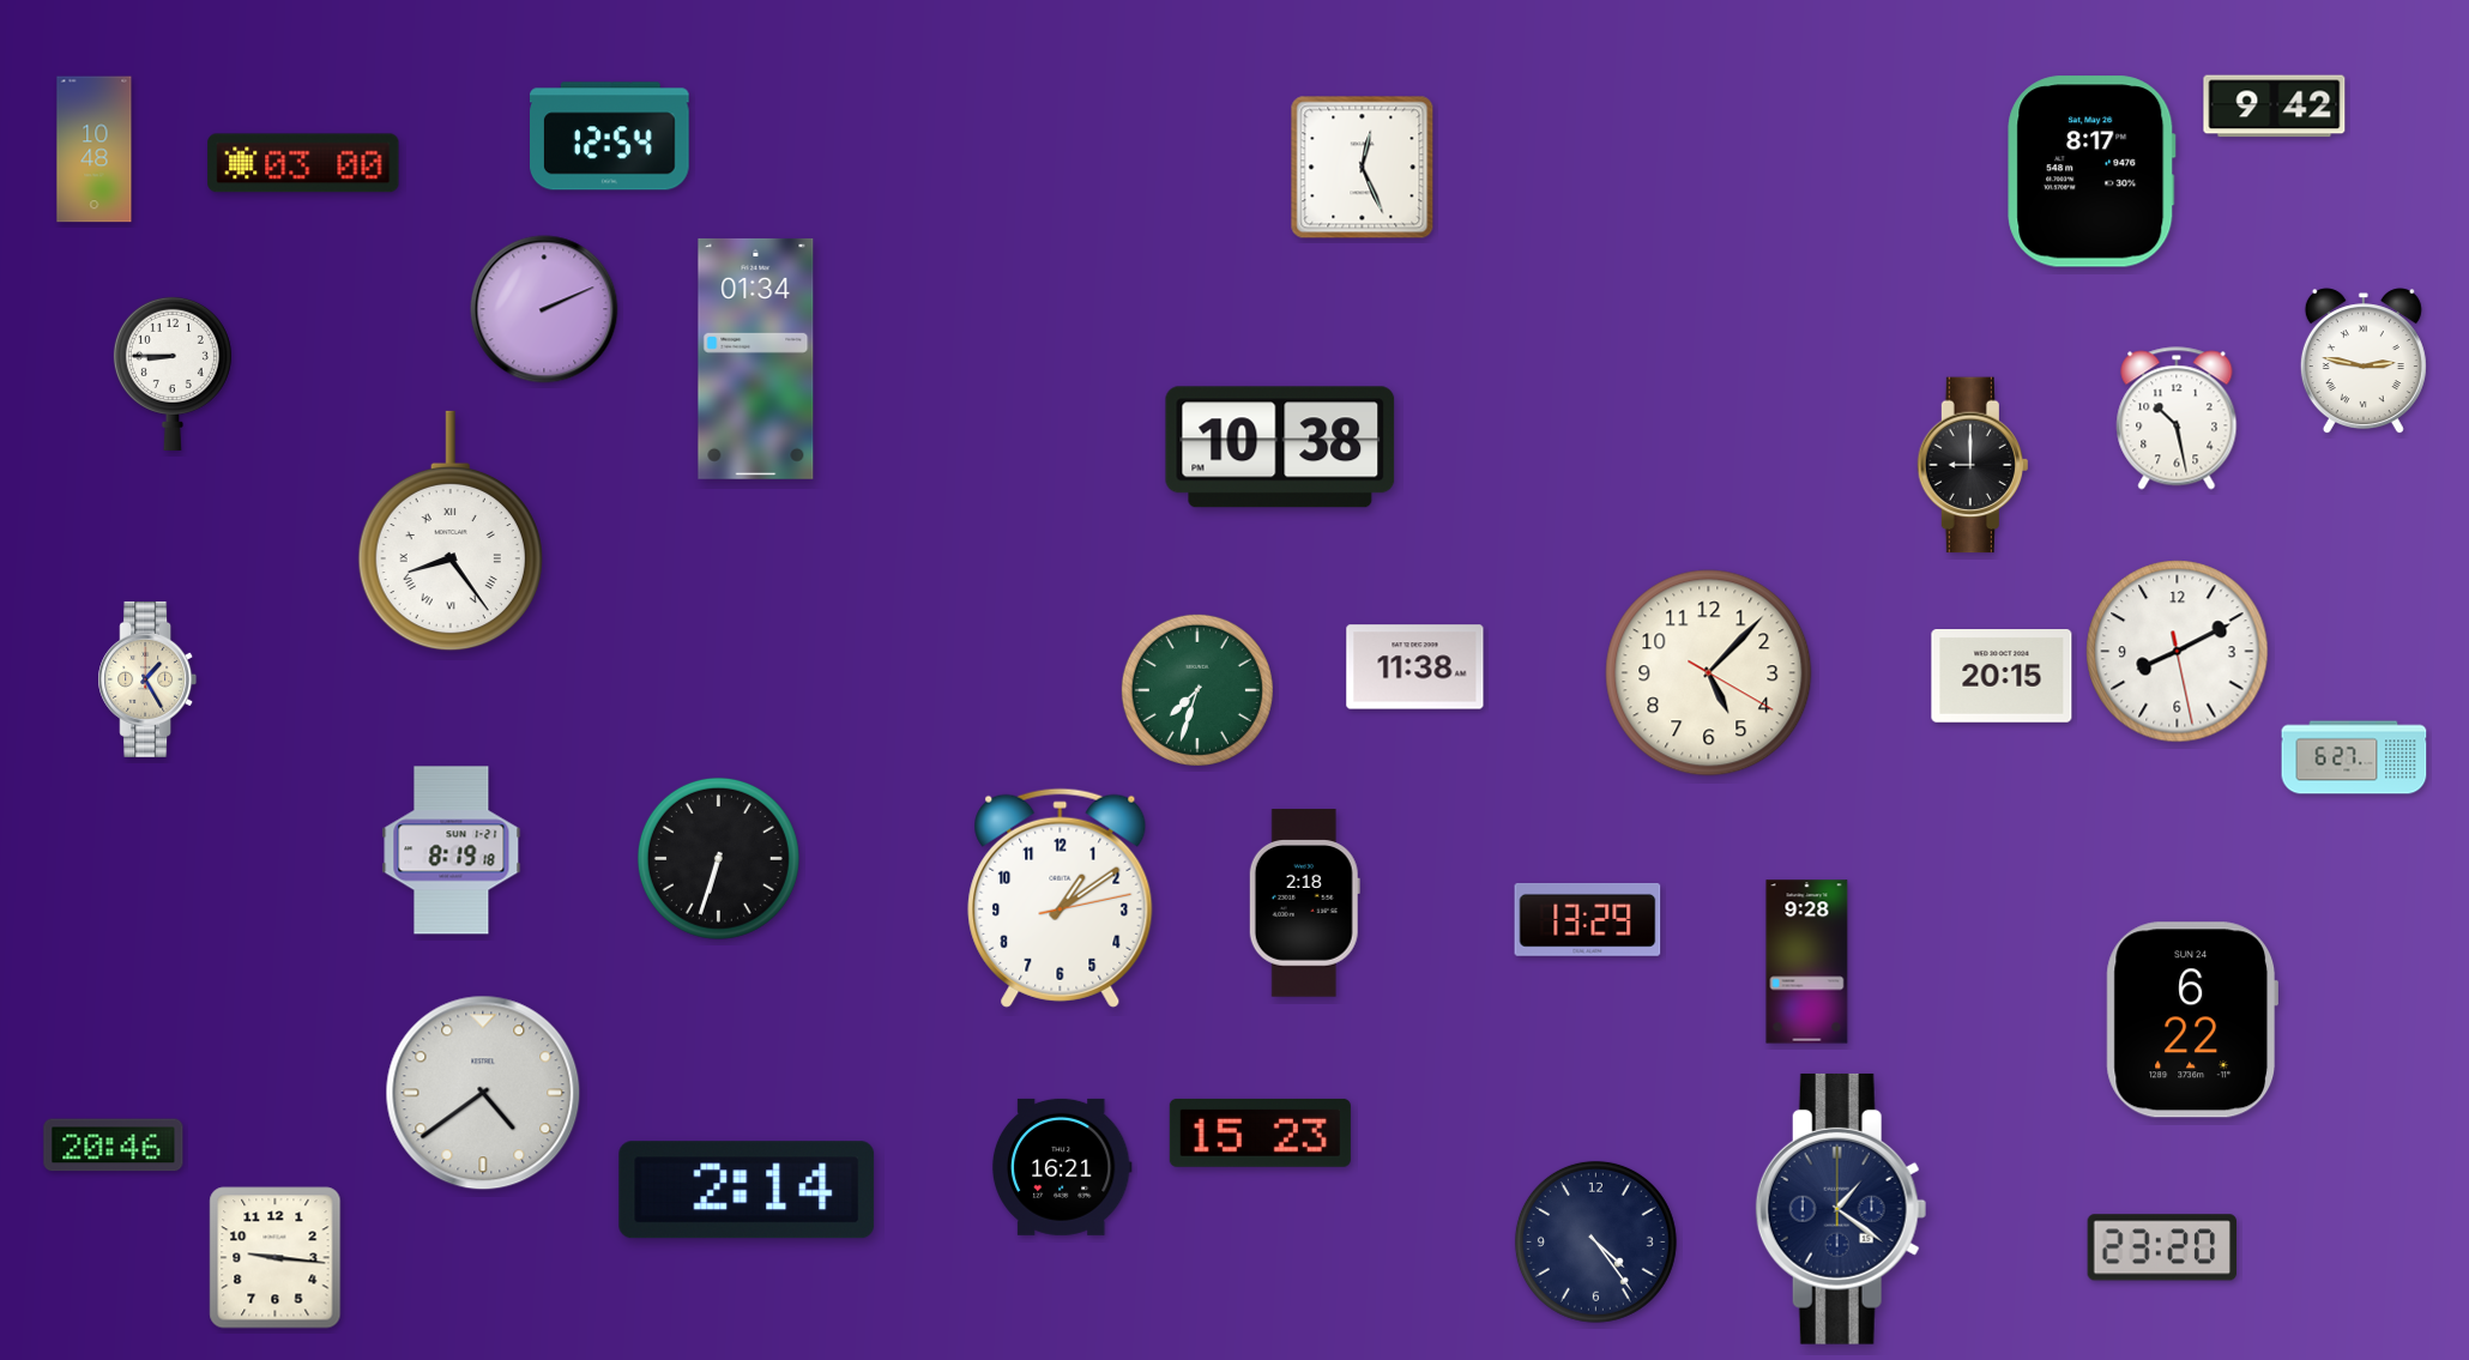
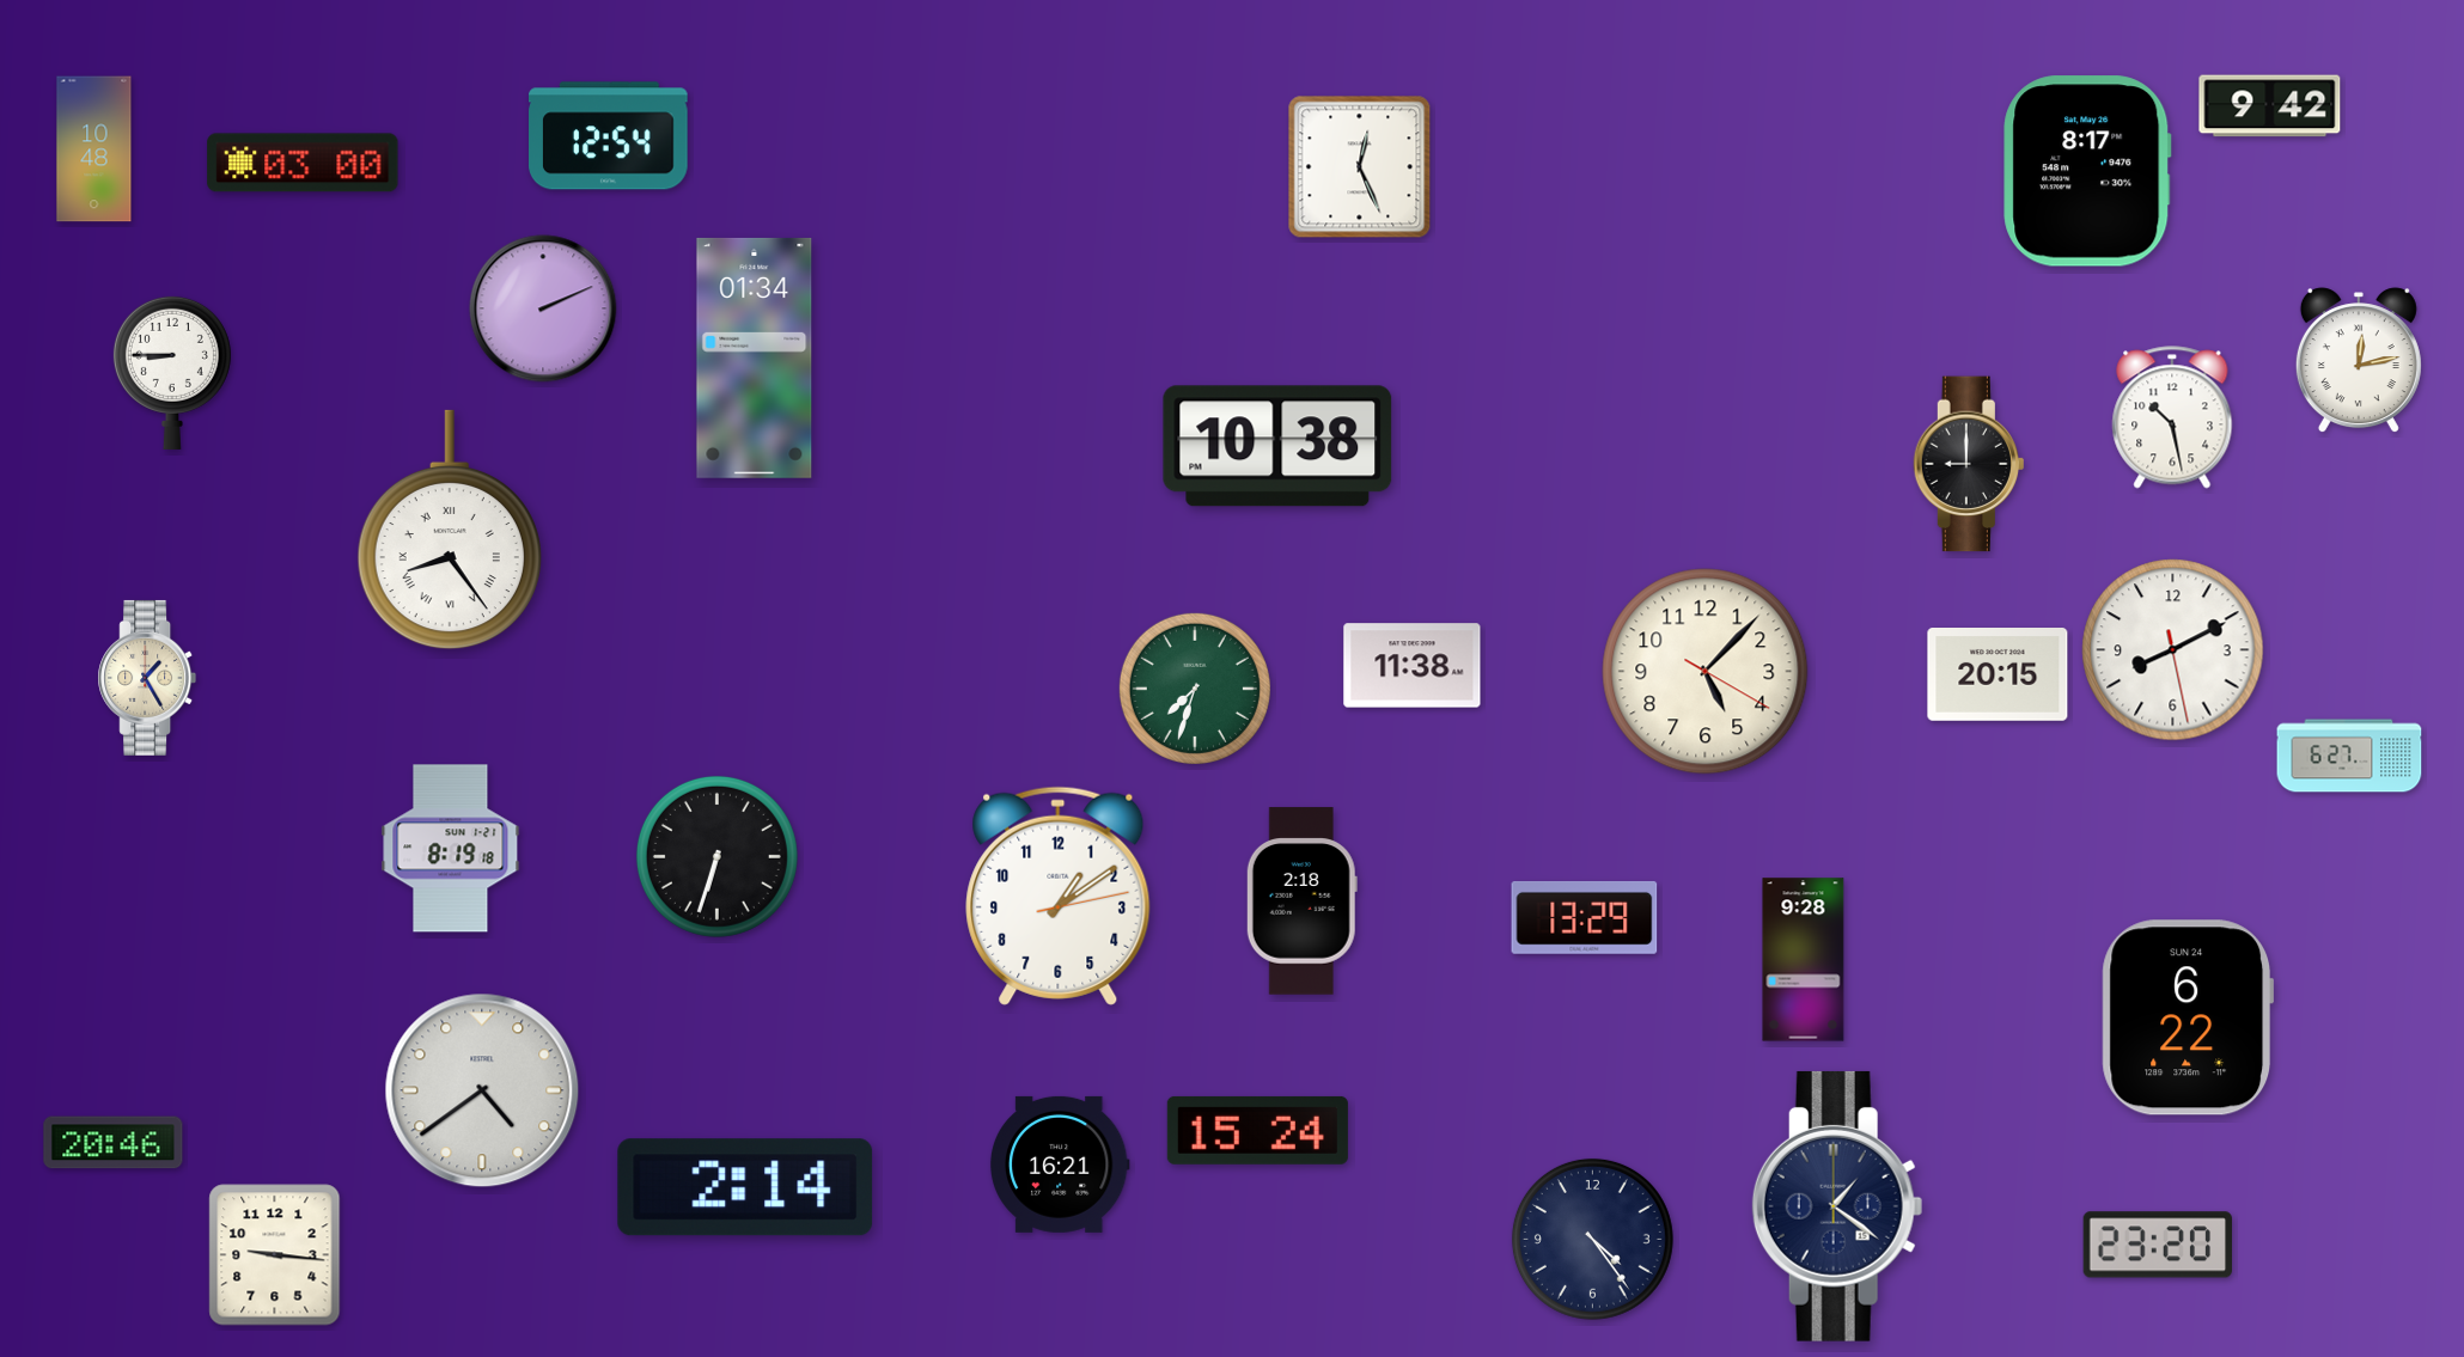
clock at (2364, 362): 2:47 -> 12:13
clock at (1260, 1132): 15:23 -> 15:24
